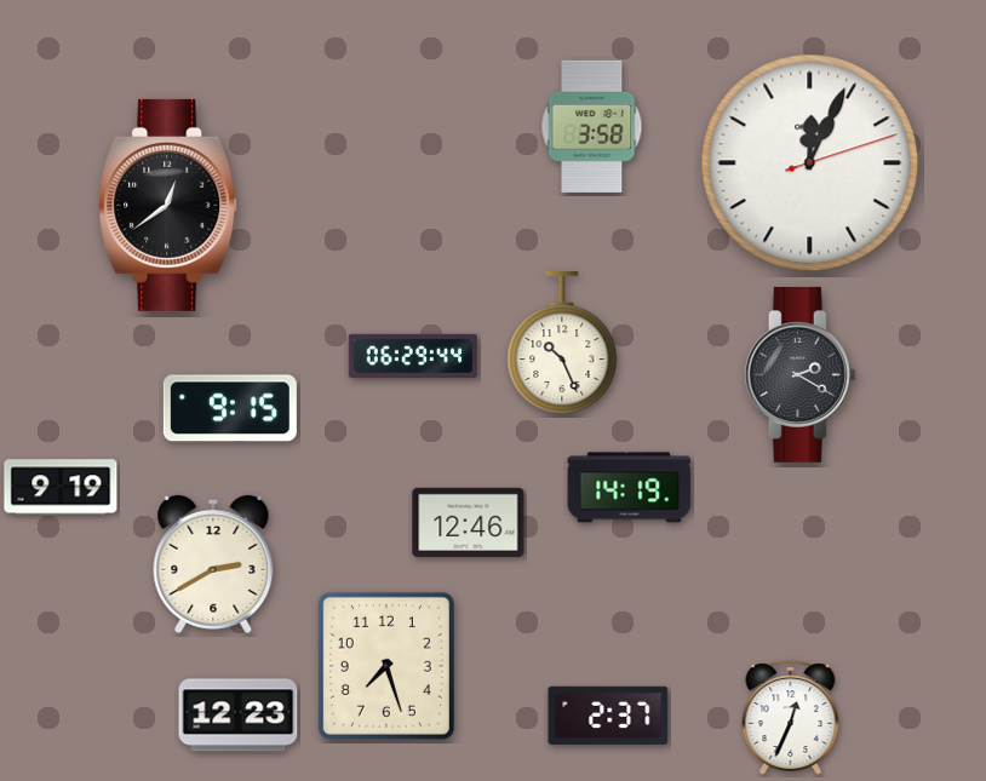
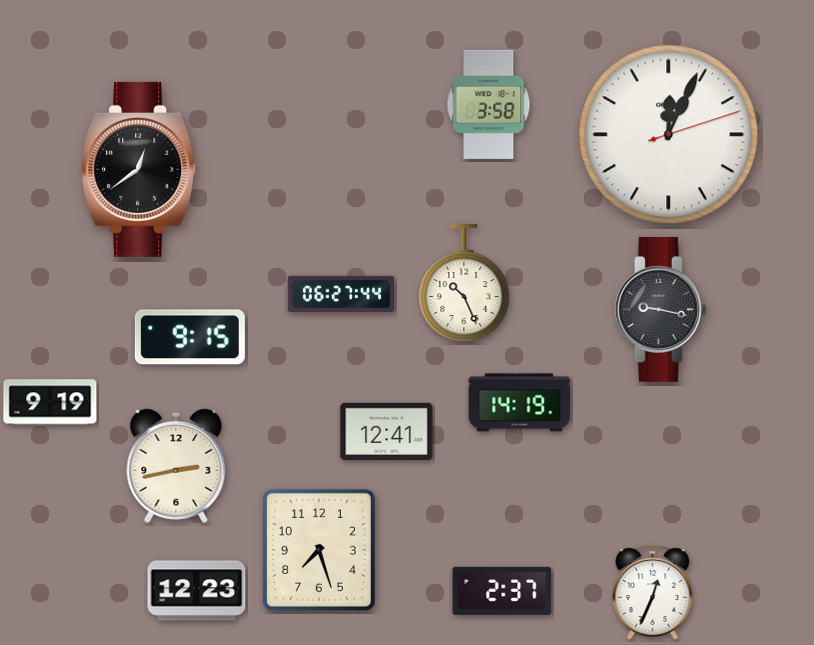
clock at (413, 355): 06:29 -> 06:27
clock at (799, 374): 2:20 -> 9:17
clock at (469, 522): 12:46 -> 12:41
clock at (213, 564): 2:40 -> 2:43
